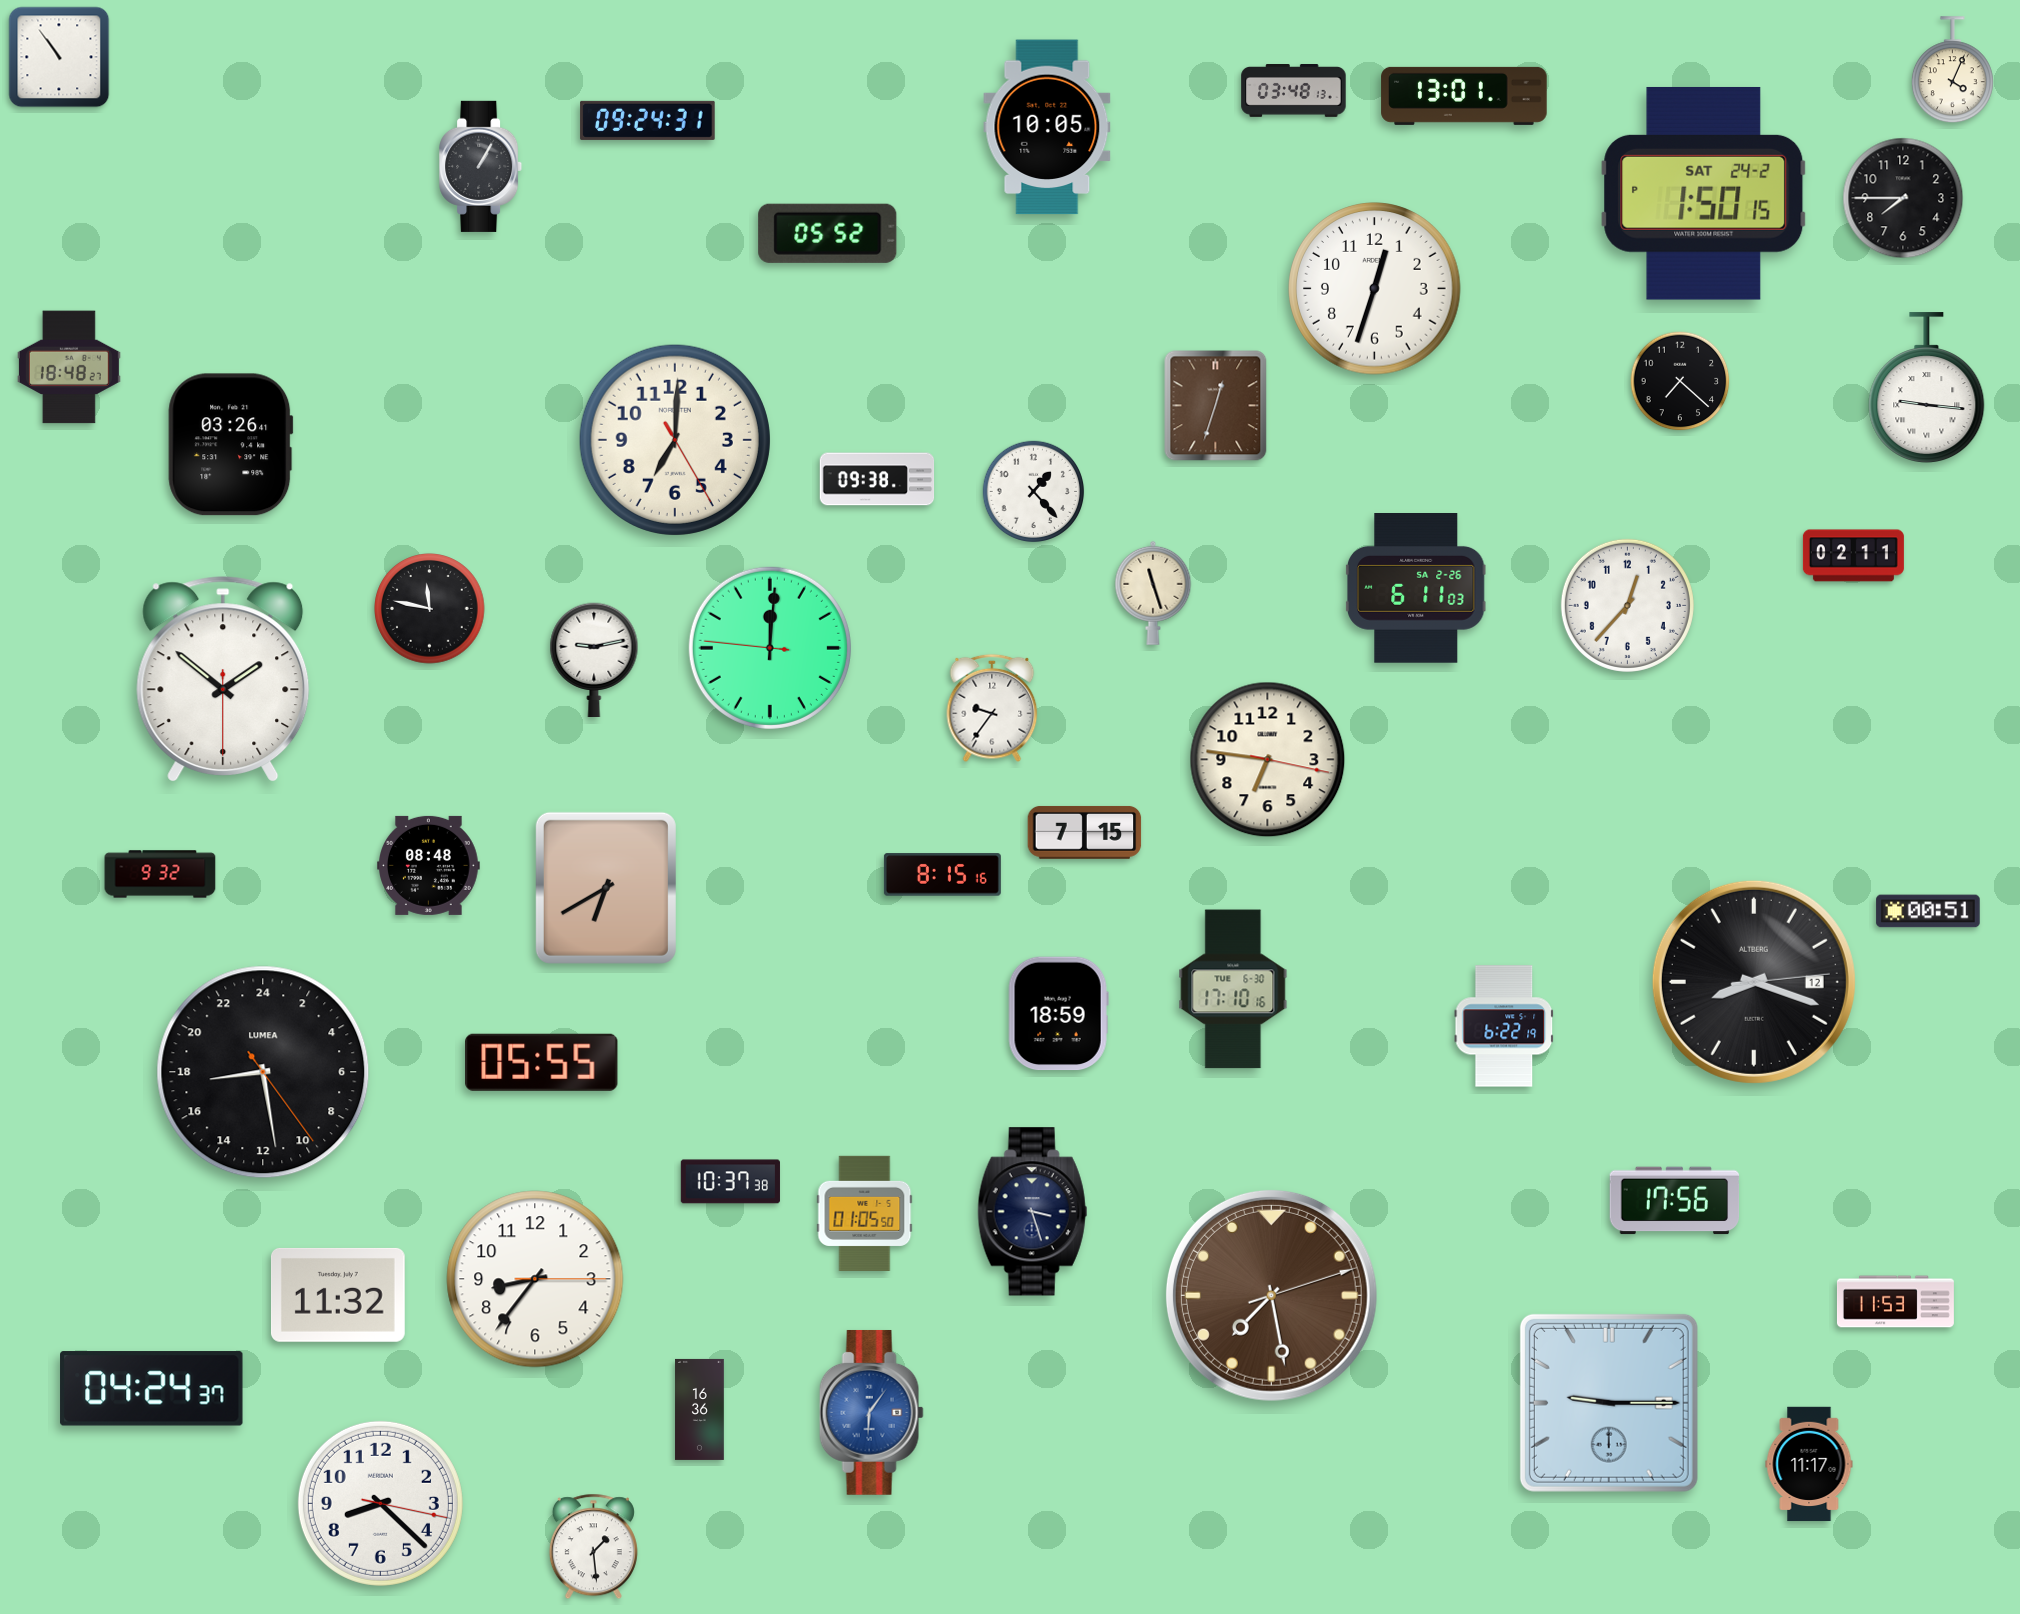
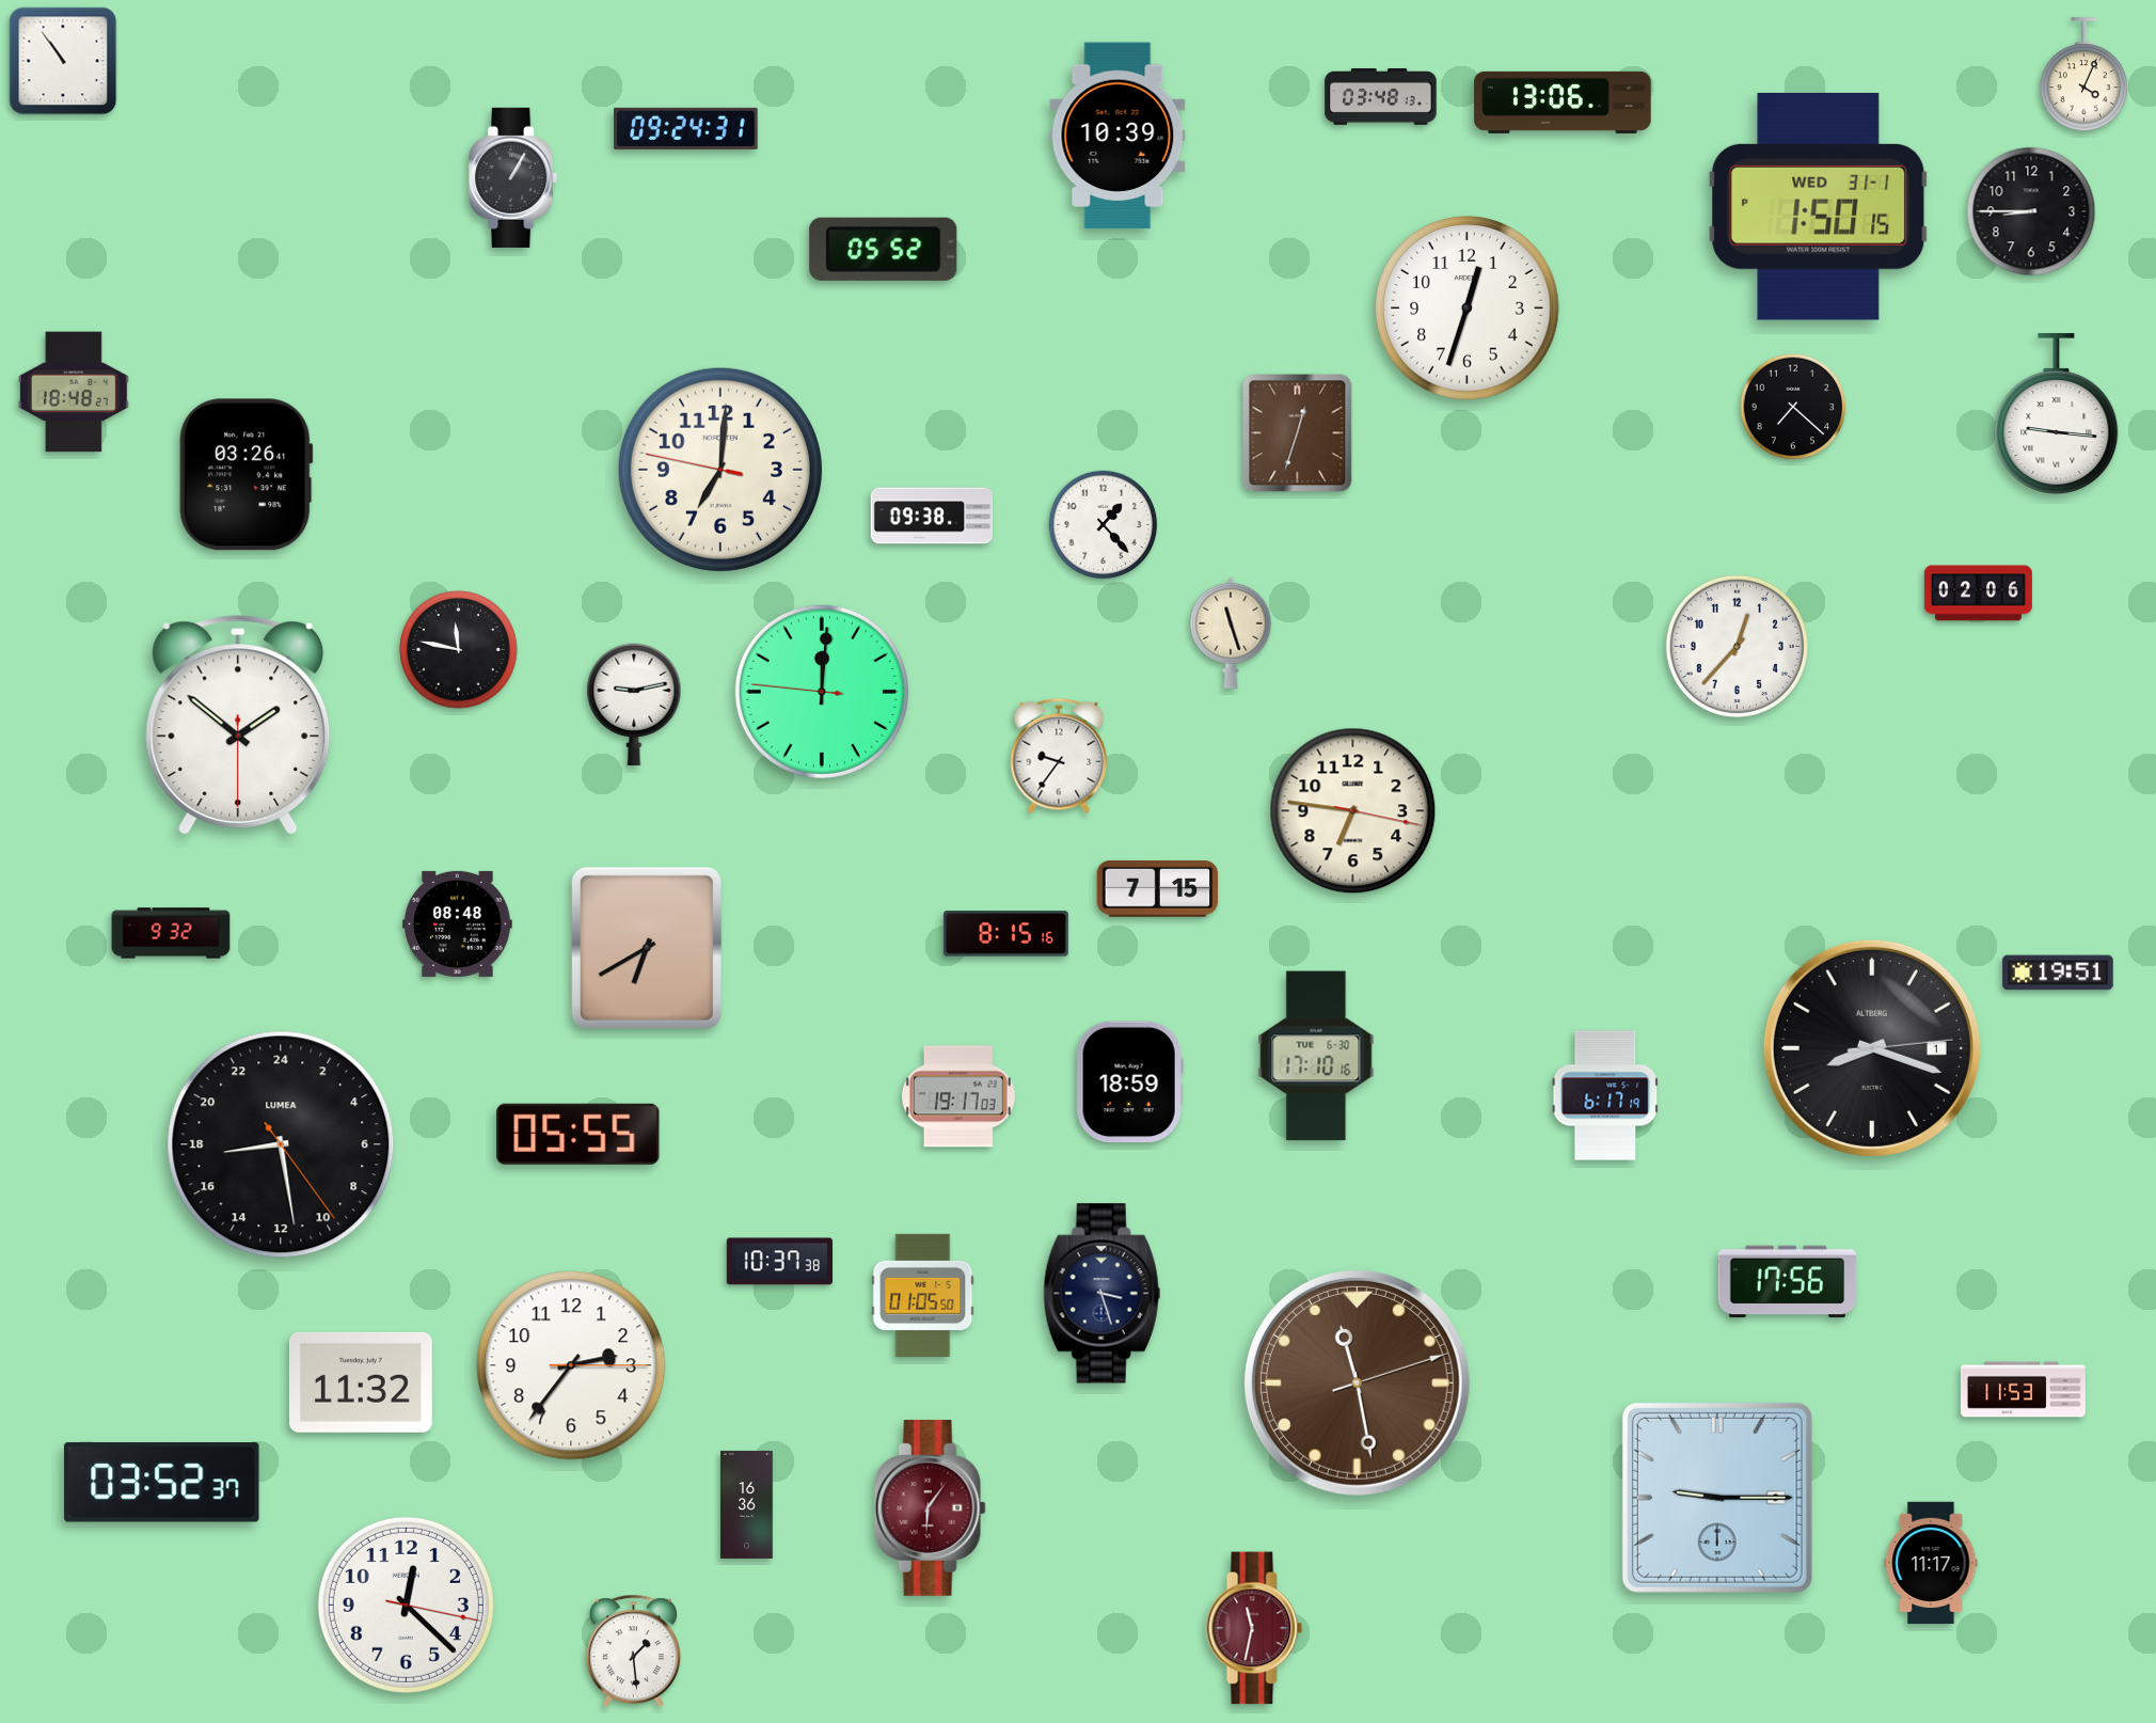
clock at (1464, 96): 13:01 -> 13:06
clock at (648, 120) position: (648, 120) -> (686, 128)
clock at (1047, 127): 10:05 -> 10:39
clock at (1704, 193) date: SAT 24-2 -> WED 31-1
clock at (1903, 198): 7:45 -> 8:45
clock at (675, 440): 7:00:25 -> 7:00:47
clock at (877, 479) position: (877, 479) -> (932, 516)
clock at (1853, 556): 02:11 -> 02:06
clock at (1416, 589): 6:11 -> none
clock at (1928, 911): 00:51 -> 19:51
clock at (1754, 982) date: 12 -> 1
clock at (1504, 1026): 6:22 -> 6:17
clock at (958, 1096): none -> 19:17
clock at (535, 1279): 8:36 -> 2:36
clock at (1271, 1295): 7:28 -> 11:28
clock at (152, 1389): 04:24 -> 03:52
clock at (871, 1412) dial: blue -> burgundy
clock at (380, 1503): 8:22 -> 12:22
clock at (1254, 1628): none -> 11:32
